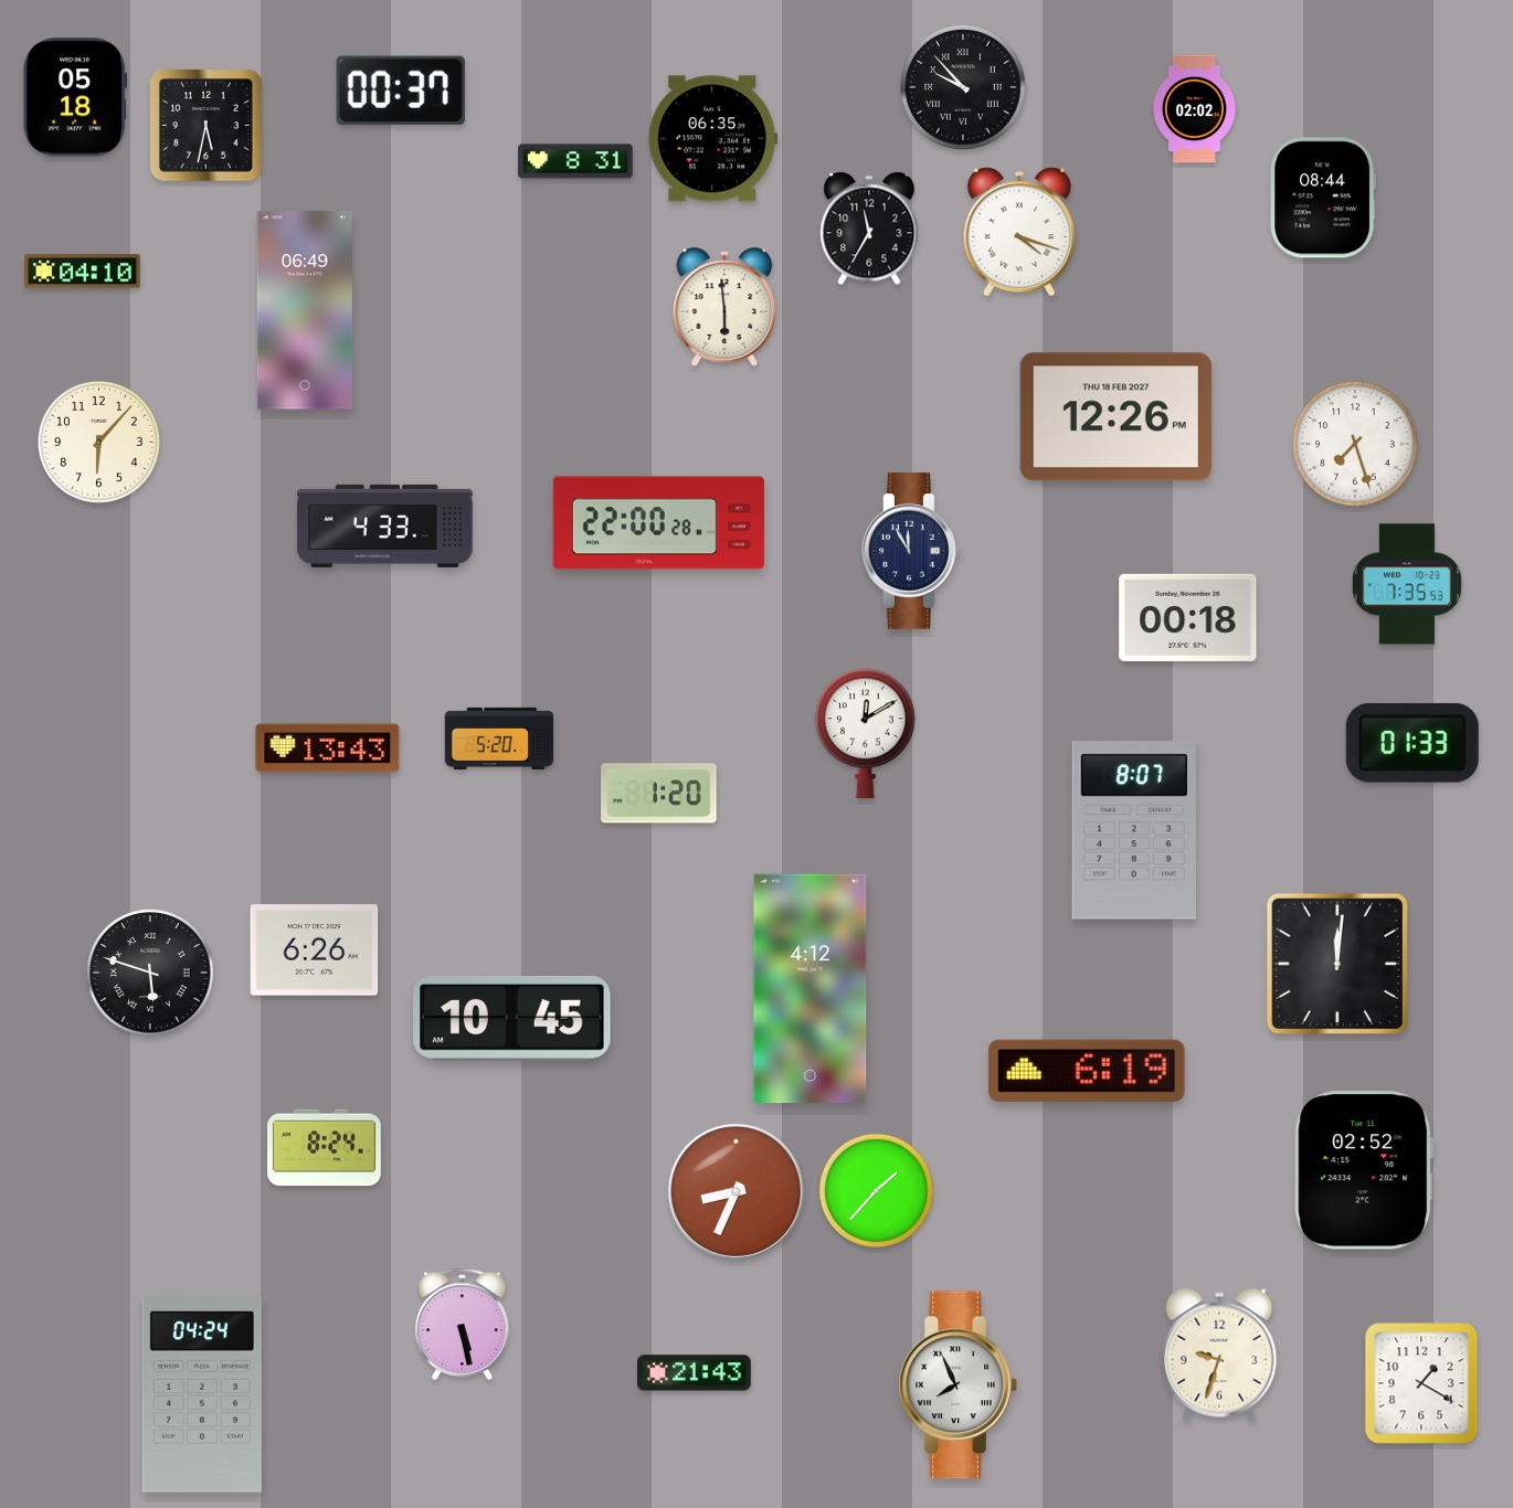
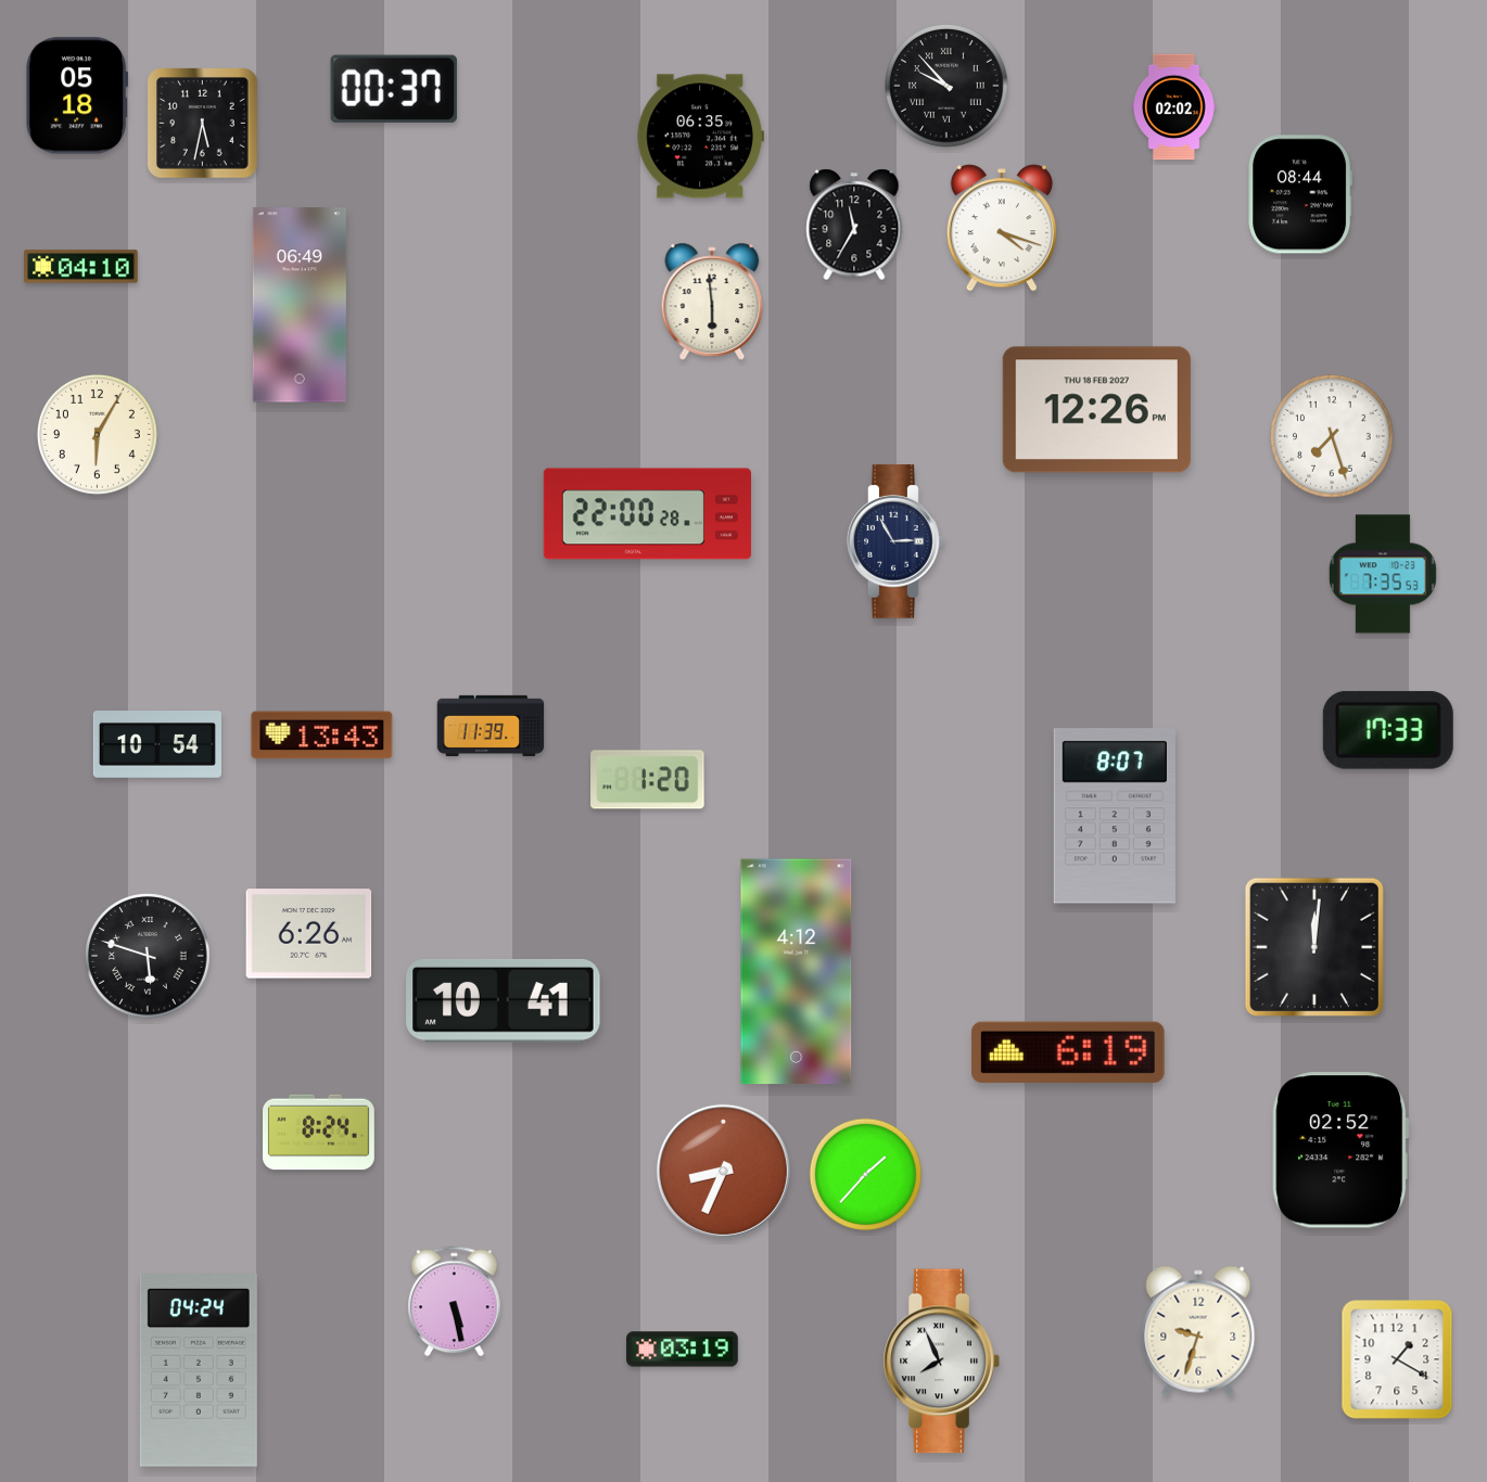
clock at (74, 97) position: (74, 97) -> (76, 95)
clock at (575, 161): 8:31 -> none
clock at (98, 442): 6:07 -> 6:05
clock at (385, 525): 4:33 -> none
clock at (911, 551): 11:55 -> 2:55
clock at (1188, 617): 00:18 -> none
clock at (866, 733): 12:10 -> none
clock at (499, 739): 5:20 -> 11:39
clock at (1413, 743): 01:33 -> 17:33
clock at (157, 745): none -> 10:54
clock at (512, 1019): 10:45 -> 10:41
clock at (325, 1148) position: (325, 1148) -> (319, 1133)
clock at (876, 1190) position: (876, 1190) -> (865, 1174)
clock at (695, 1373): 21:43 -> 03:19
